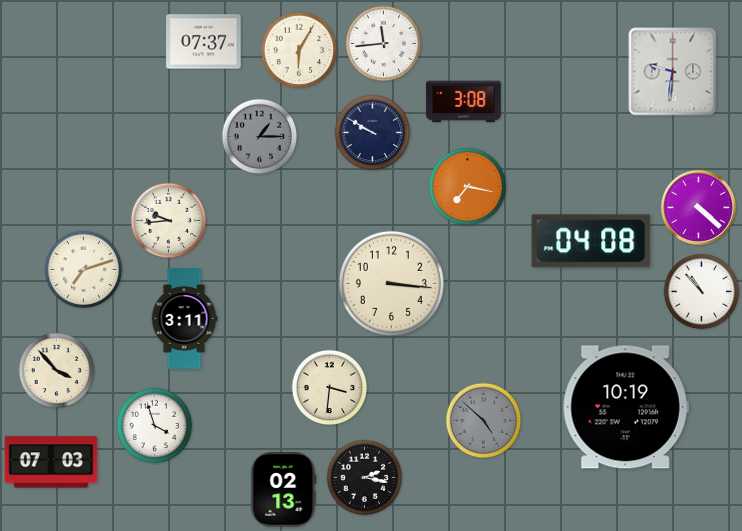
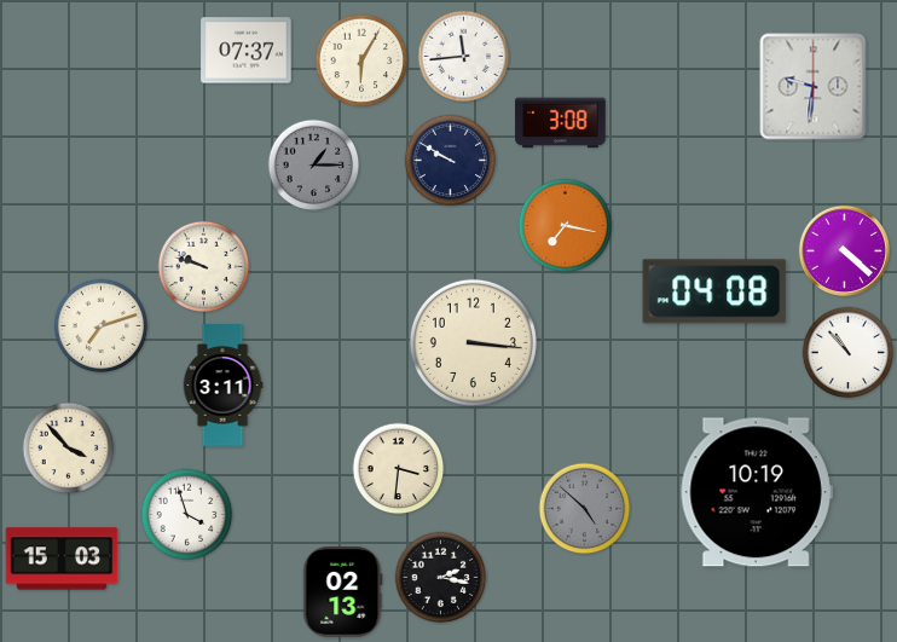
clock at (384, 44) position: (384, 44) -> (464, 57)
clock at (169, 221): 9:44 -> 9:48
clock at (51, 462): 07:03 -> 15:03
